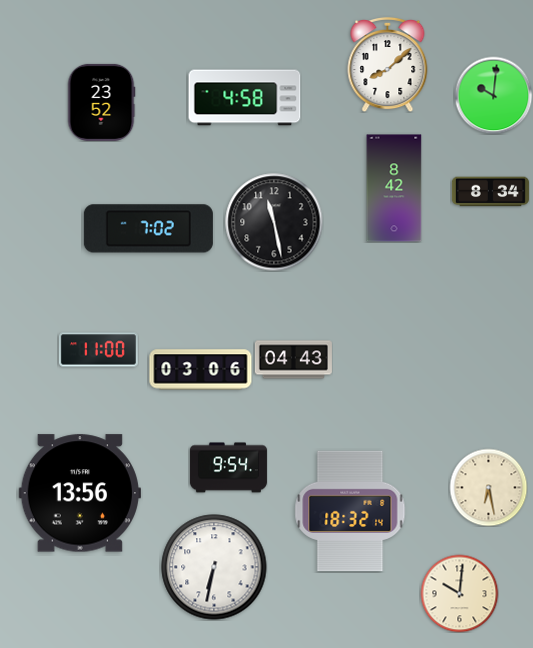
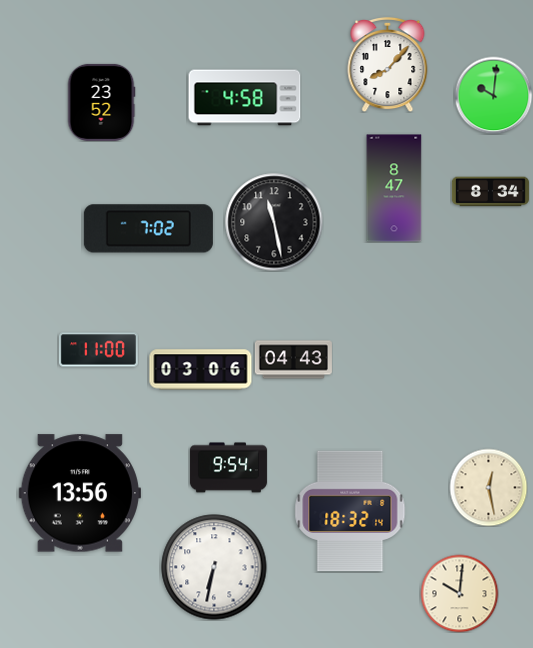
clock at (388, 64): 8:08 -> 8:07
clock at (394, 188): 8:42 -> 8:47
clock at (488, 487): 6:28 -> 12:28
